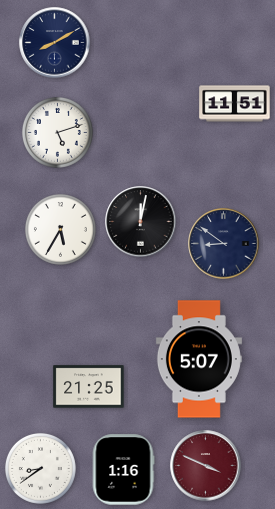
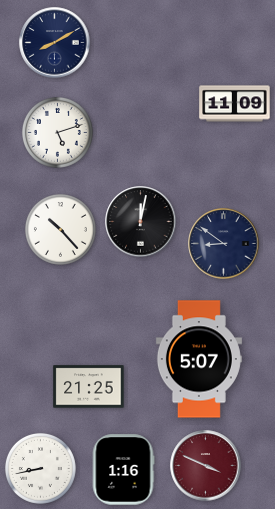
clock at (235, 104): 11:51 -> 11:09
clock at (60, 229): 5:35 -> 10:23
clock at (40, 468): 8:39 -> 8:43
